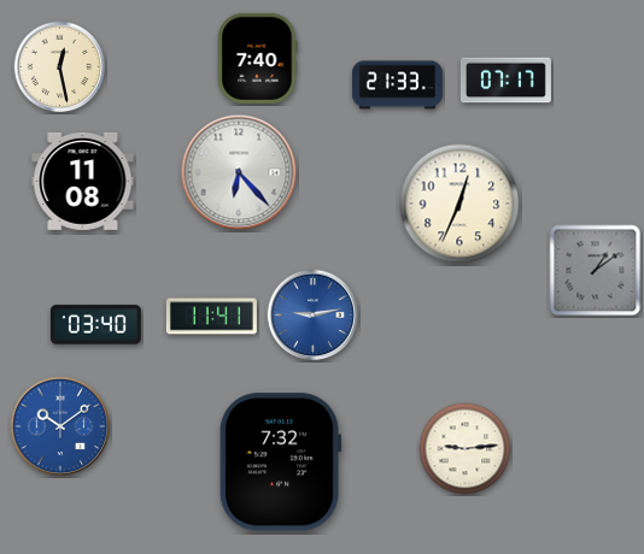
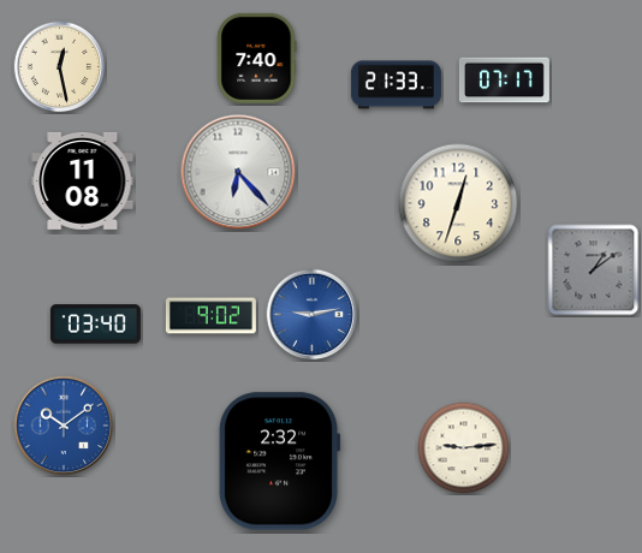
clock at (459, 204): 12:34 -> 12:33
clock at (211, 317): 11:41 -> 9:02
clock at (60, 426) position: (60, 426) -> (64, 426)
clock at (280, 462): 7:32 -> 2:32
